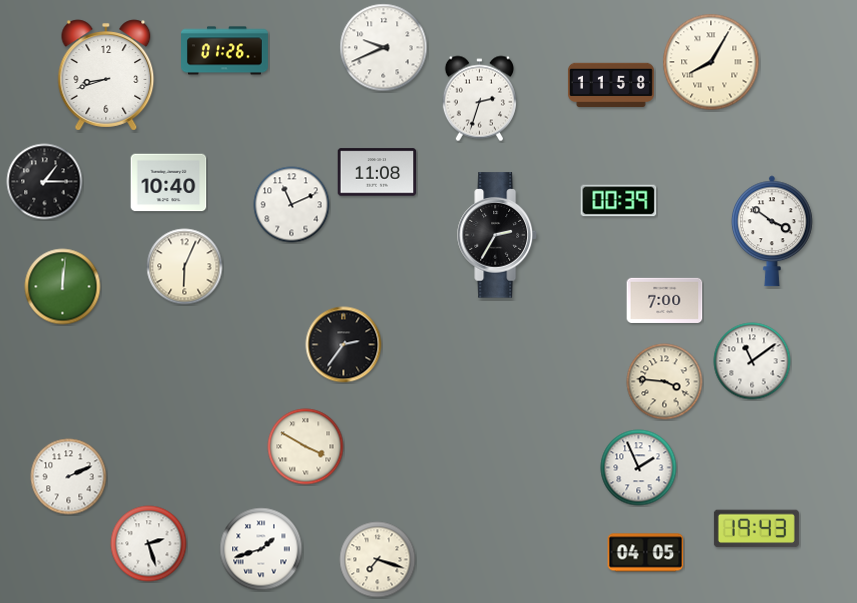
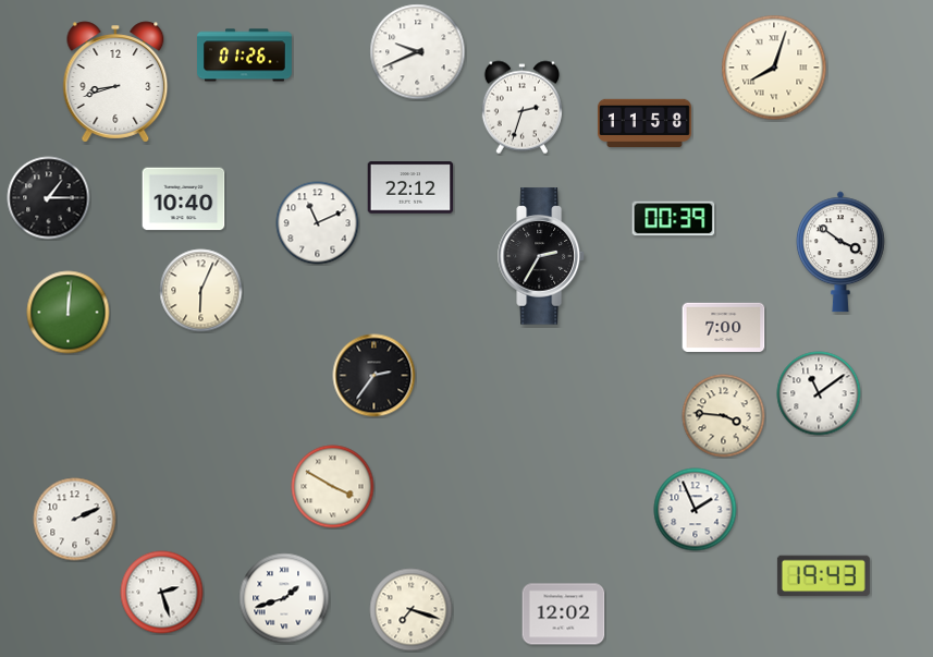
clock at (711, 62): 8:05 -> 8:03
clock at (611, 85) position: (611, 85) -> (644, 123)
clock at (377, 172): 11:08 -> 22:12
clock at (646, 553): 04:05 -> none
clock at (564, 615): none -> 12:02
